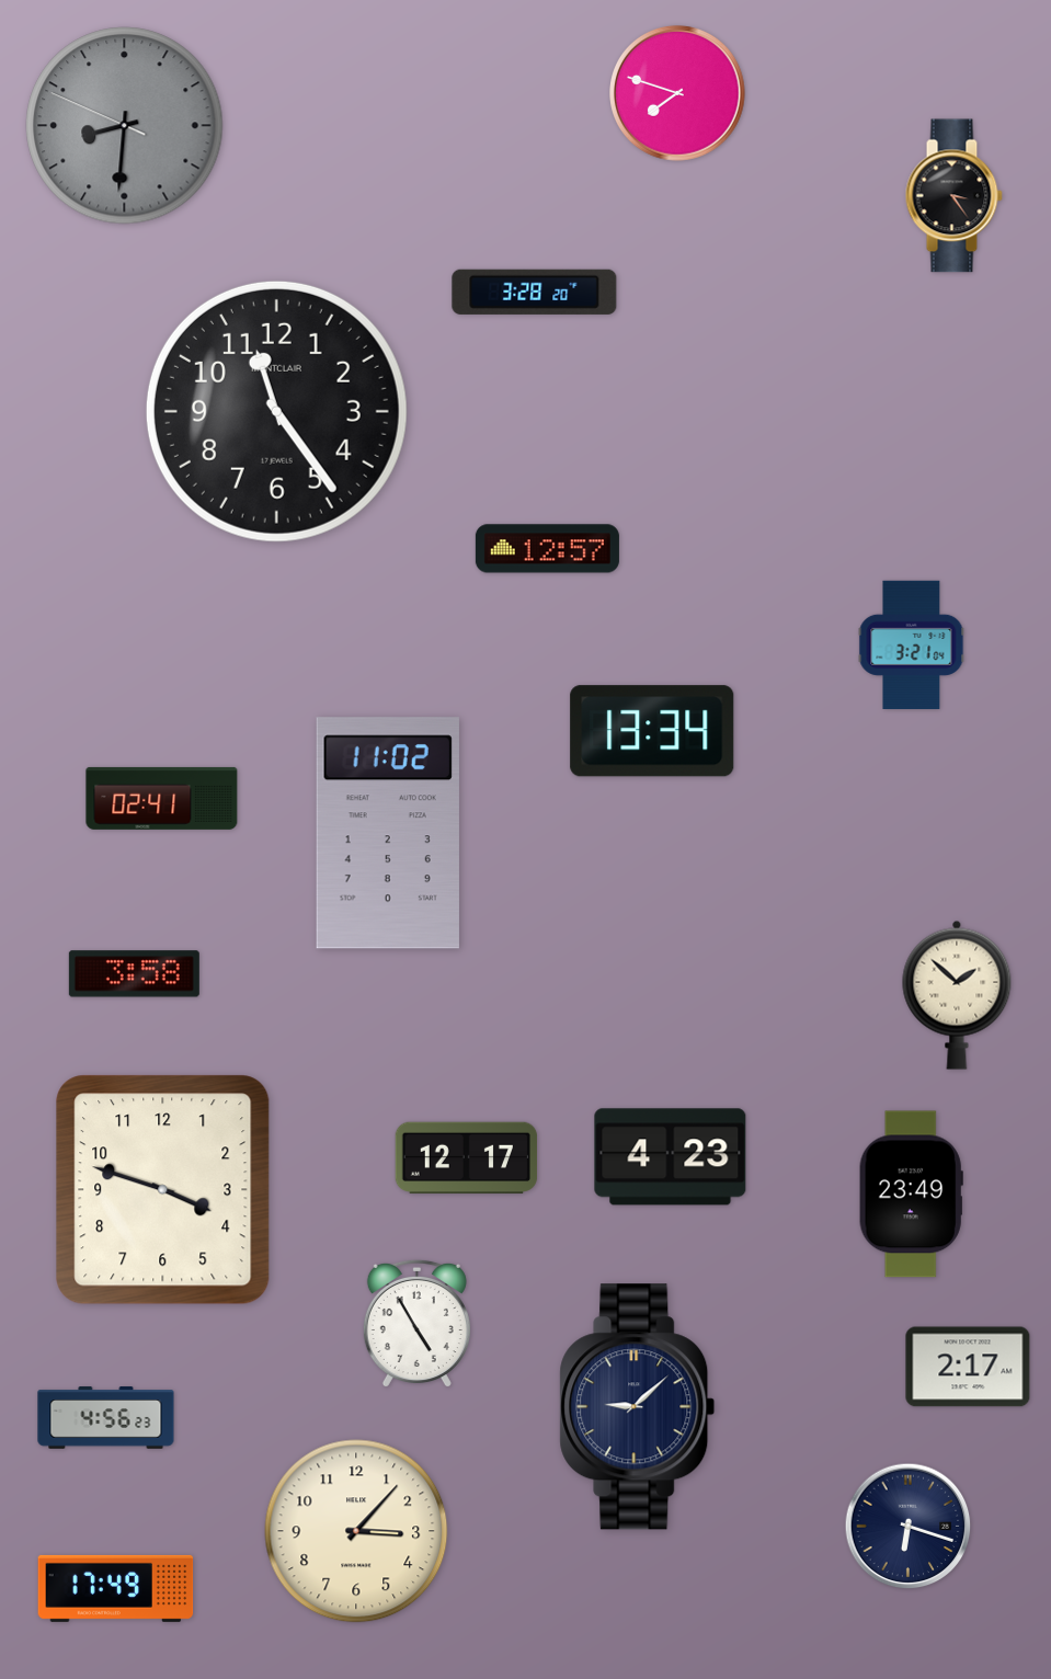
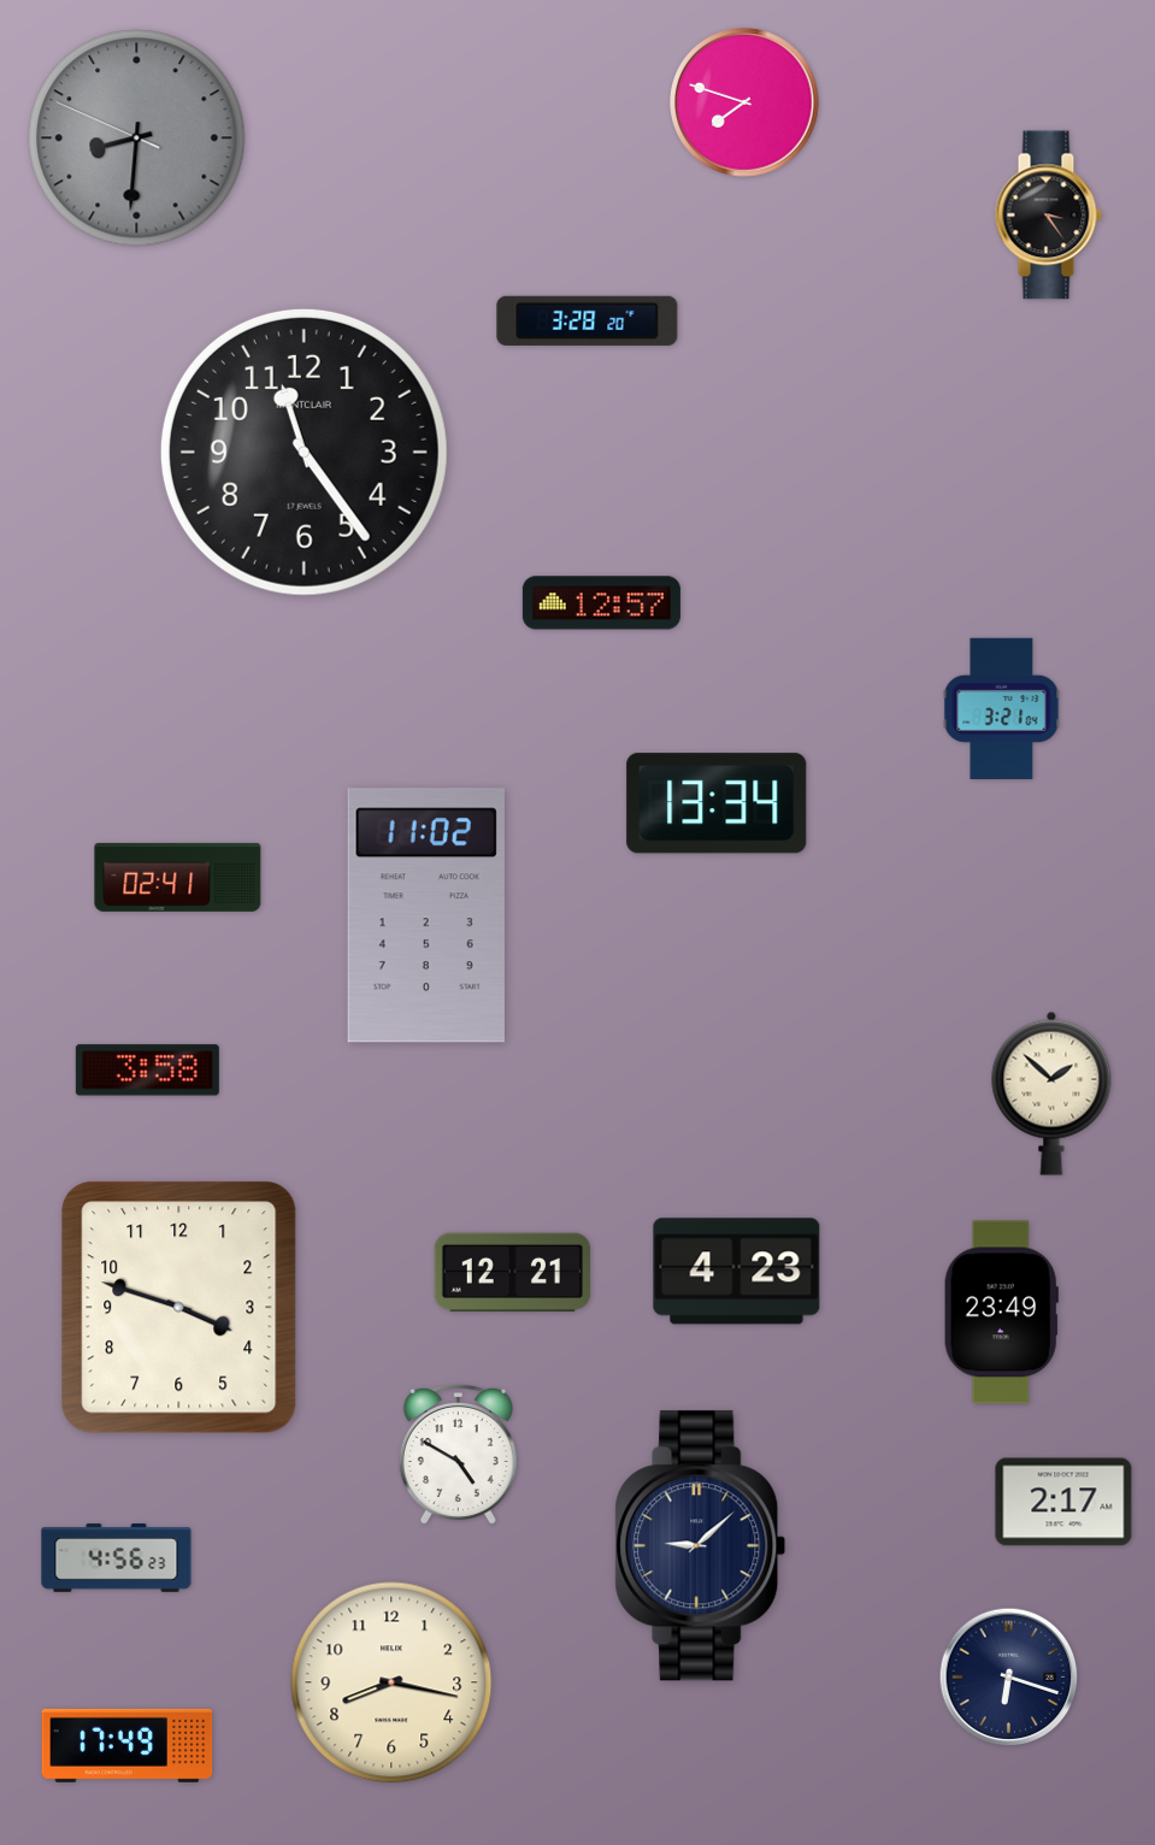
clock at (467, 1158): 12:17 -> 12:21
clock at (416, 1324): 4:55 -> 4:50
clock at (909, 1527) position: (909, 1527) -> (1009, 1678)
clock at (356, 1531): 3:07 -> 8:17
